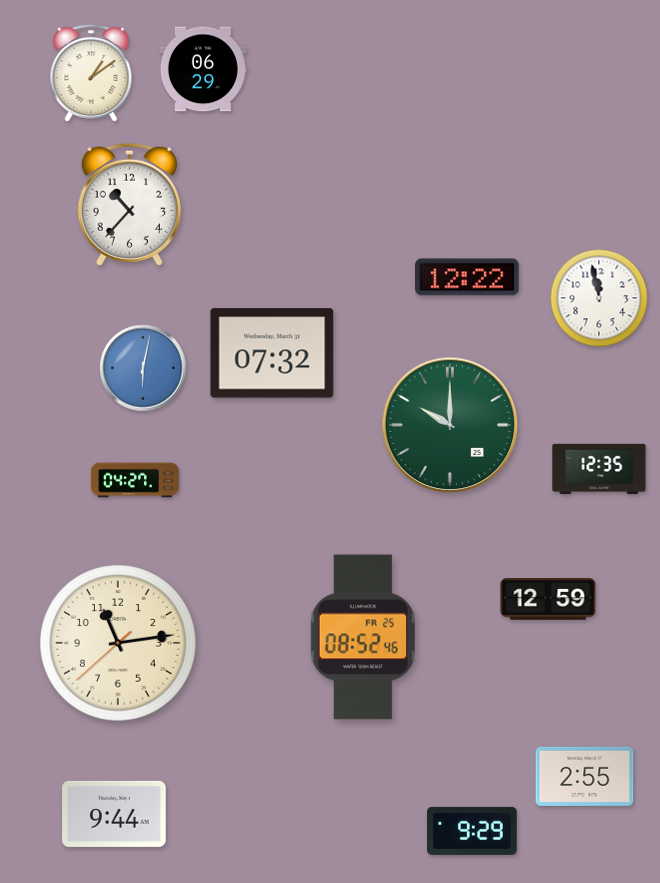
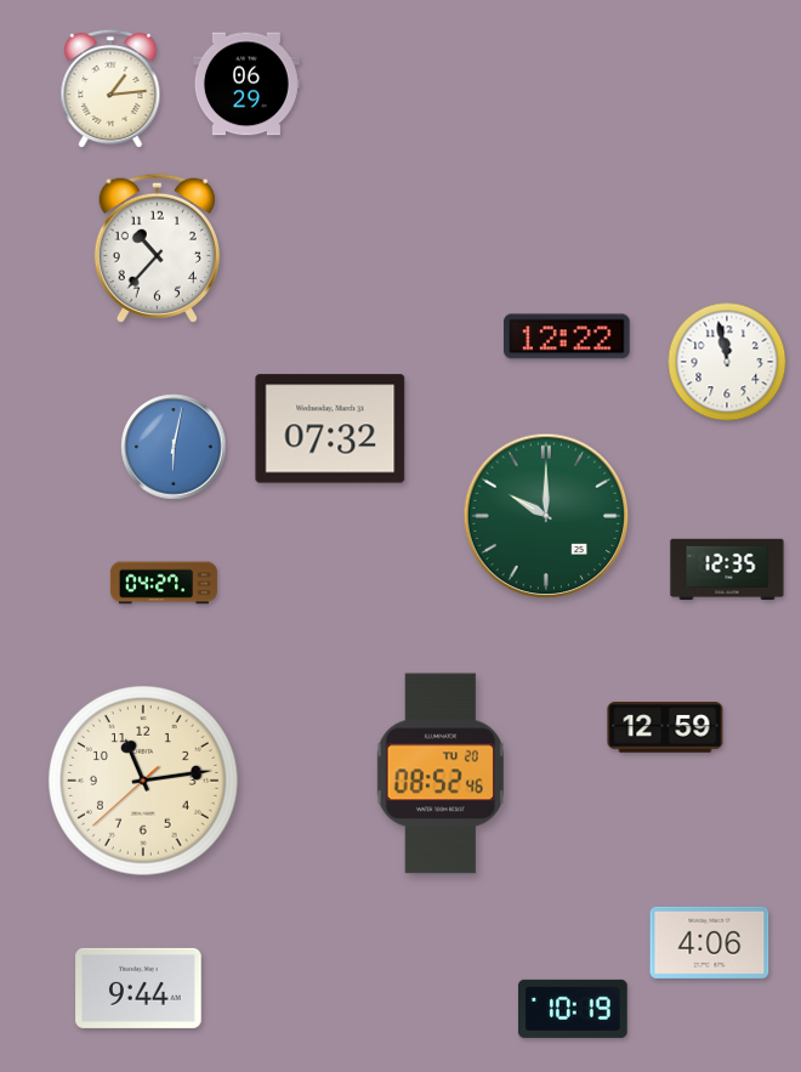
clock at (91, 73): 1:09 -> 1:14
clock at (363, 637) date: FR 25 -> TU 20
clock at (585, 776): 2:55 -> 4:06
clock at (473, 831): 9:29 -> 10:19
